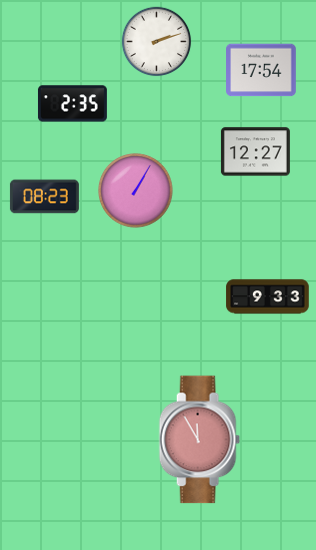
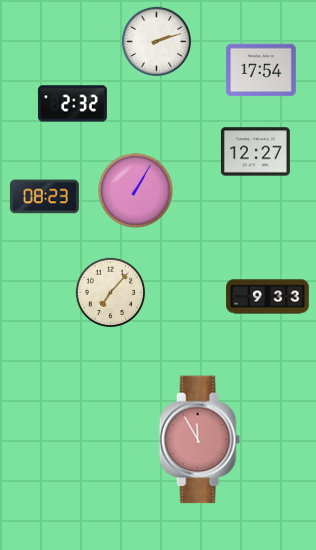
clock at (72, 104): 2:35 -> 2:32
clock at (111, 293): none -> 7:07
